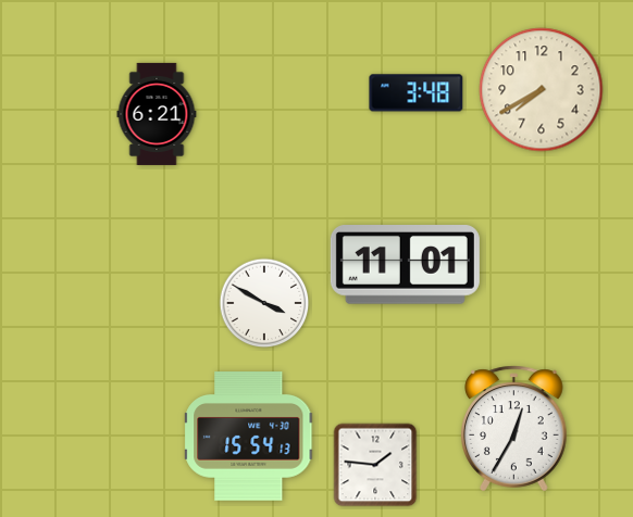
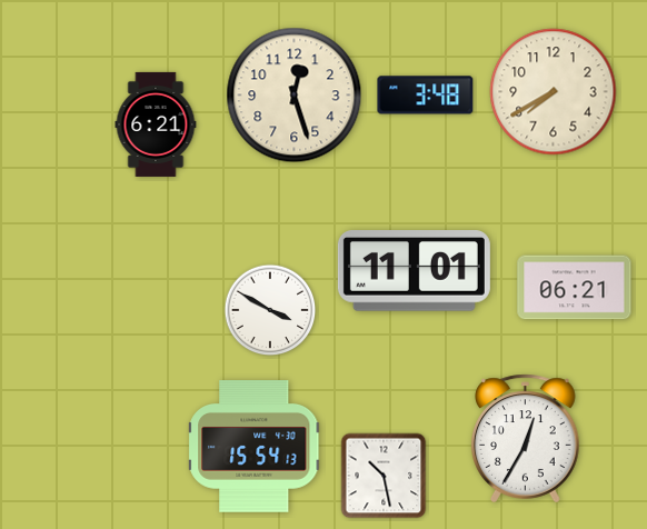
clock at (295, 96): none -> 12:27
clock at (157, 114) position: (157, 114) -> (156, 124)
clock at (575, 288): none -> 06:21
clock at (375, 465): 1:46 -> 10:28
